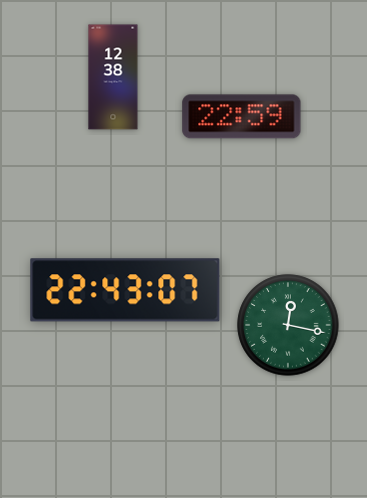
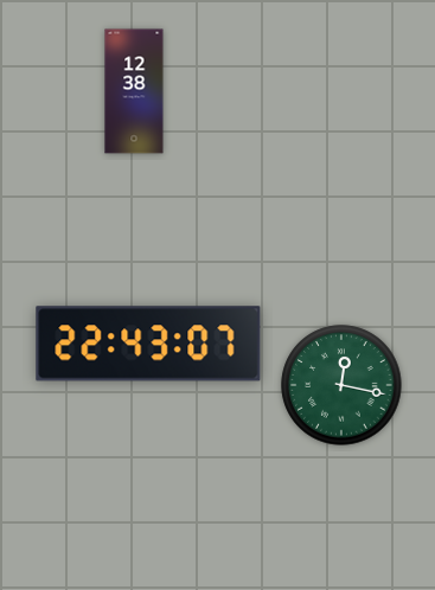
clock at (242, 117): 22:59 -> none
